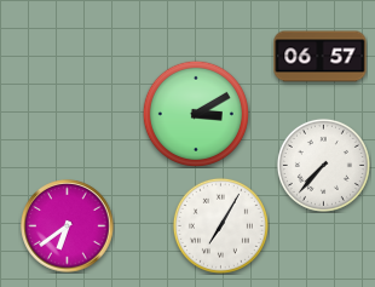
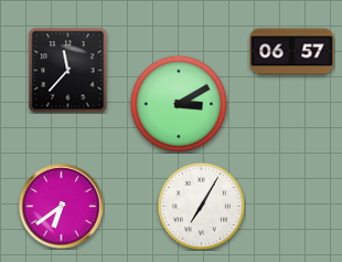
clock at (68, 70): none -> 11:37
clock at (323, 165): 7:37 -> none
